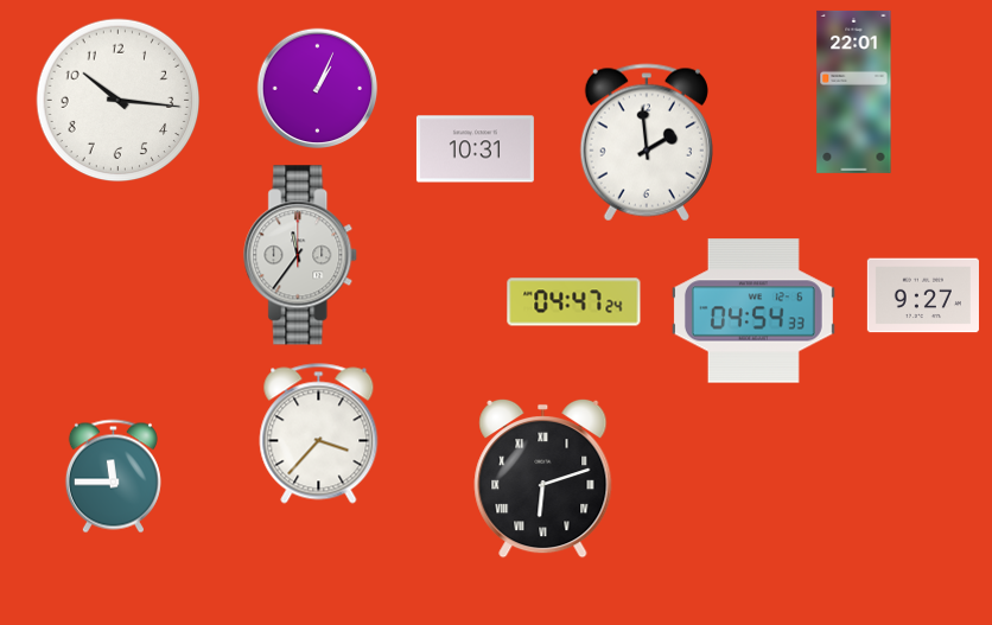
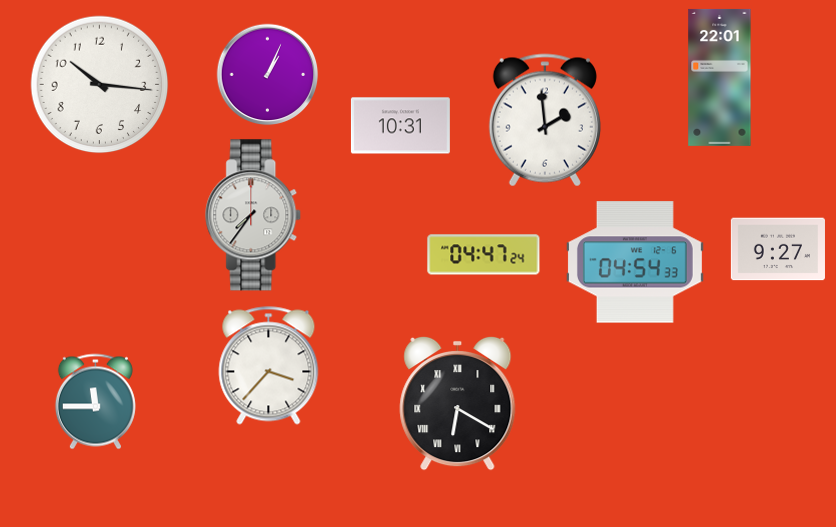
clock at (301, 255): 11:36 -> 7:36
clock at (543, 478): 6:12 -> 6:20
